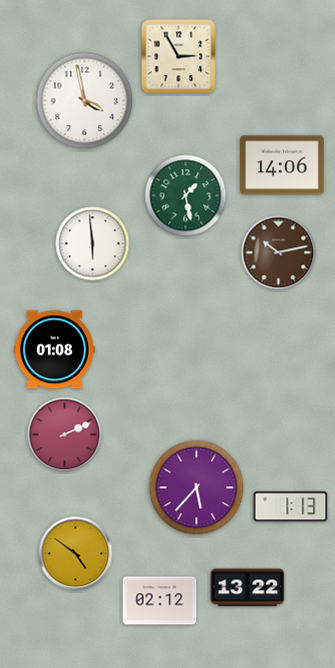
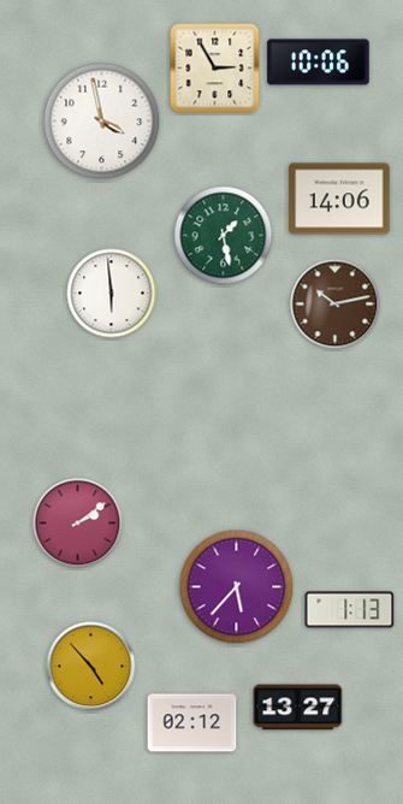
clock at (319, 63): none -> 10:06
clock at (54, 350): 01:08 -> none
clock at (65, 435): 2:11 -> 2:09
clock at (76, 554): 4:51 -> 4:53
clock at (248, 588): 13:22 -> 13:27
